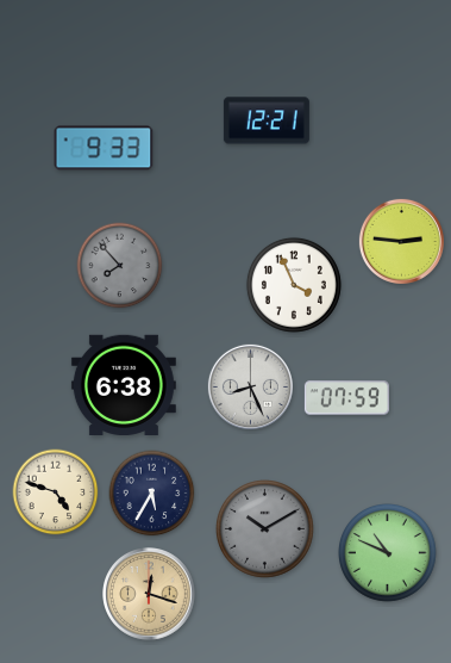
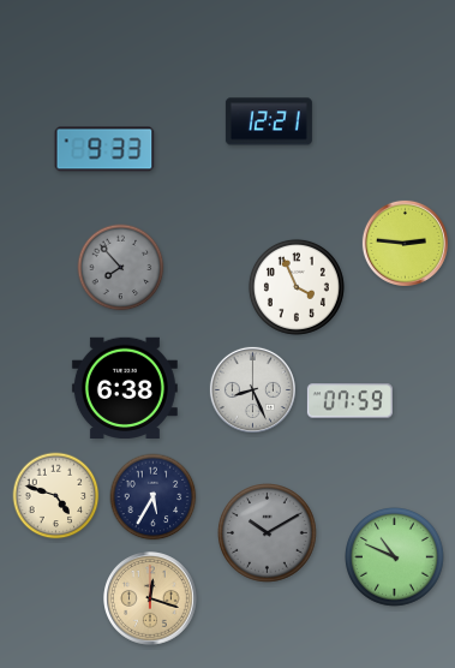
clock at (388, 553) position: (388, 553) -> (395, 557)
